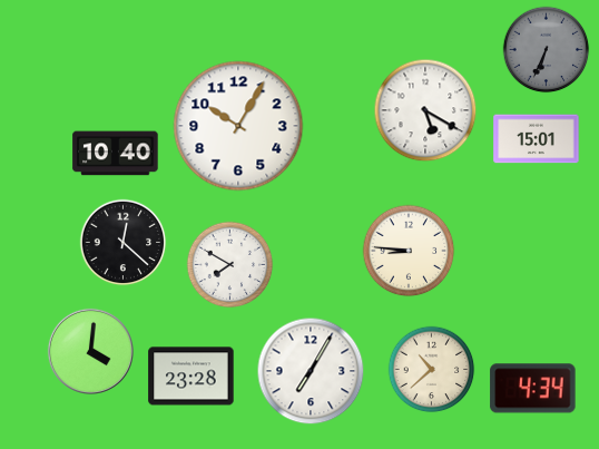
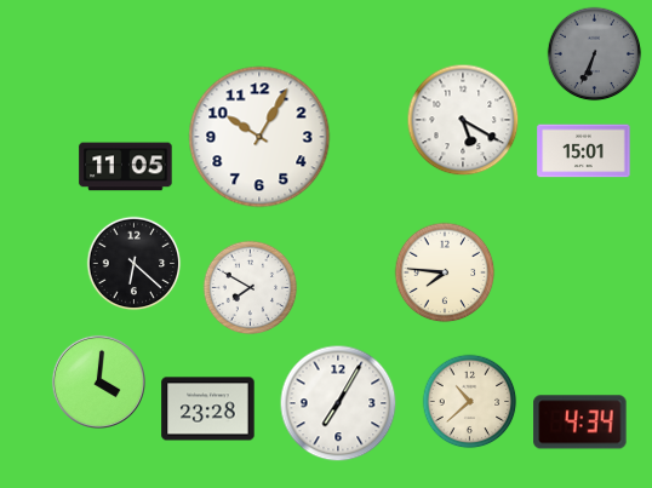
clock at (116, 154): 10:40 -> 11:05
clock at (122, 242): 12:22 -> 6:22
clock at (409, 251): 8:46 -> 7:46
